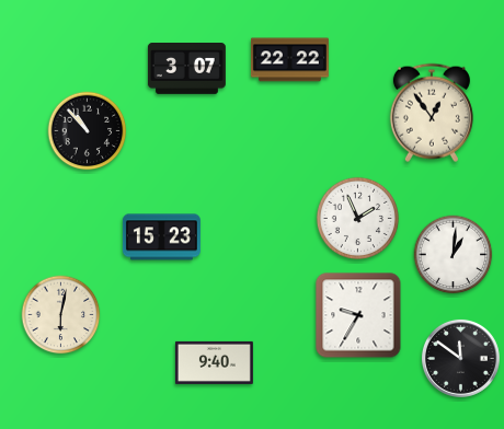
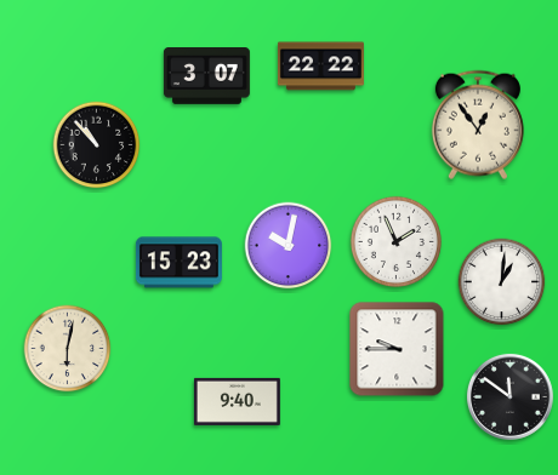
clock at (289, 246): none -> 10:02
clock at (358, 315): 9:35 -> 9:45
